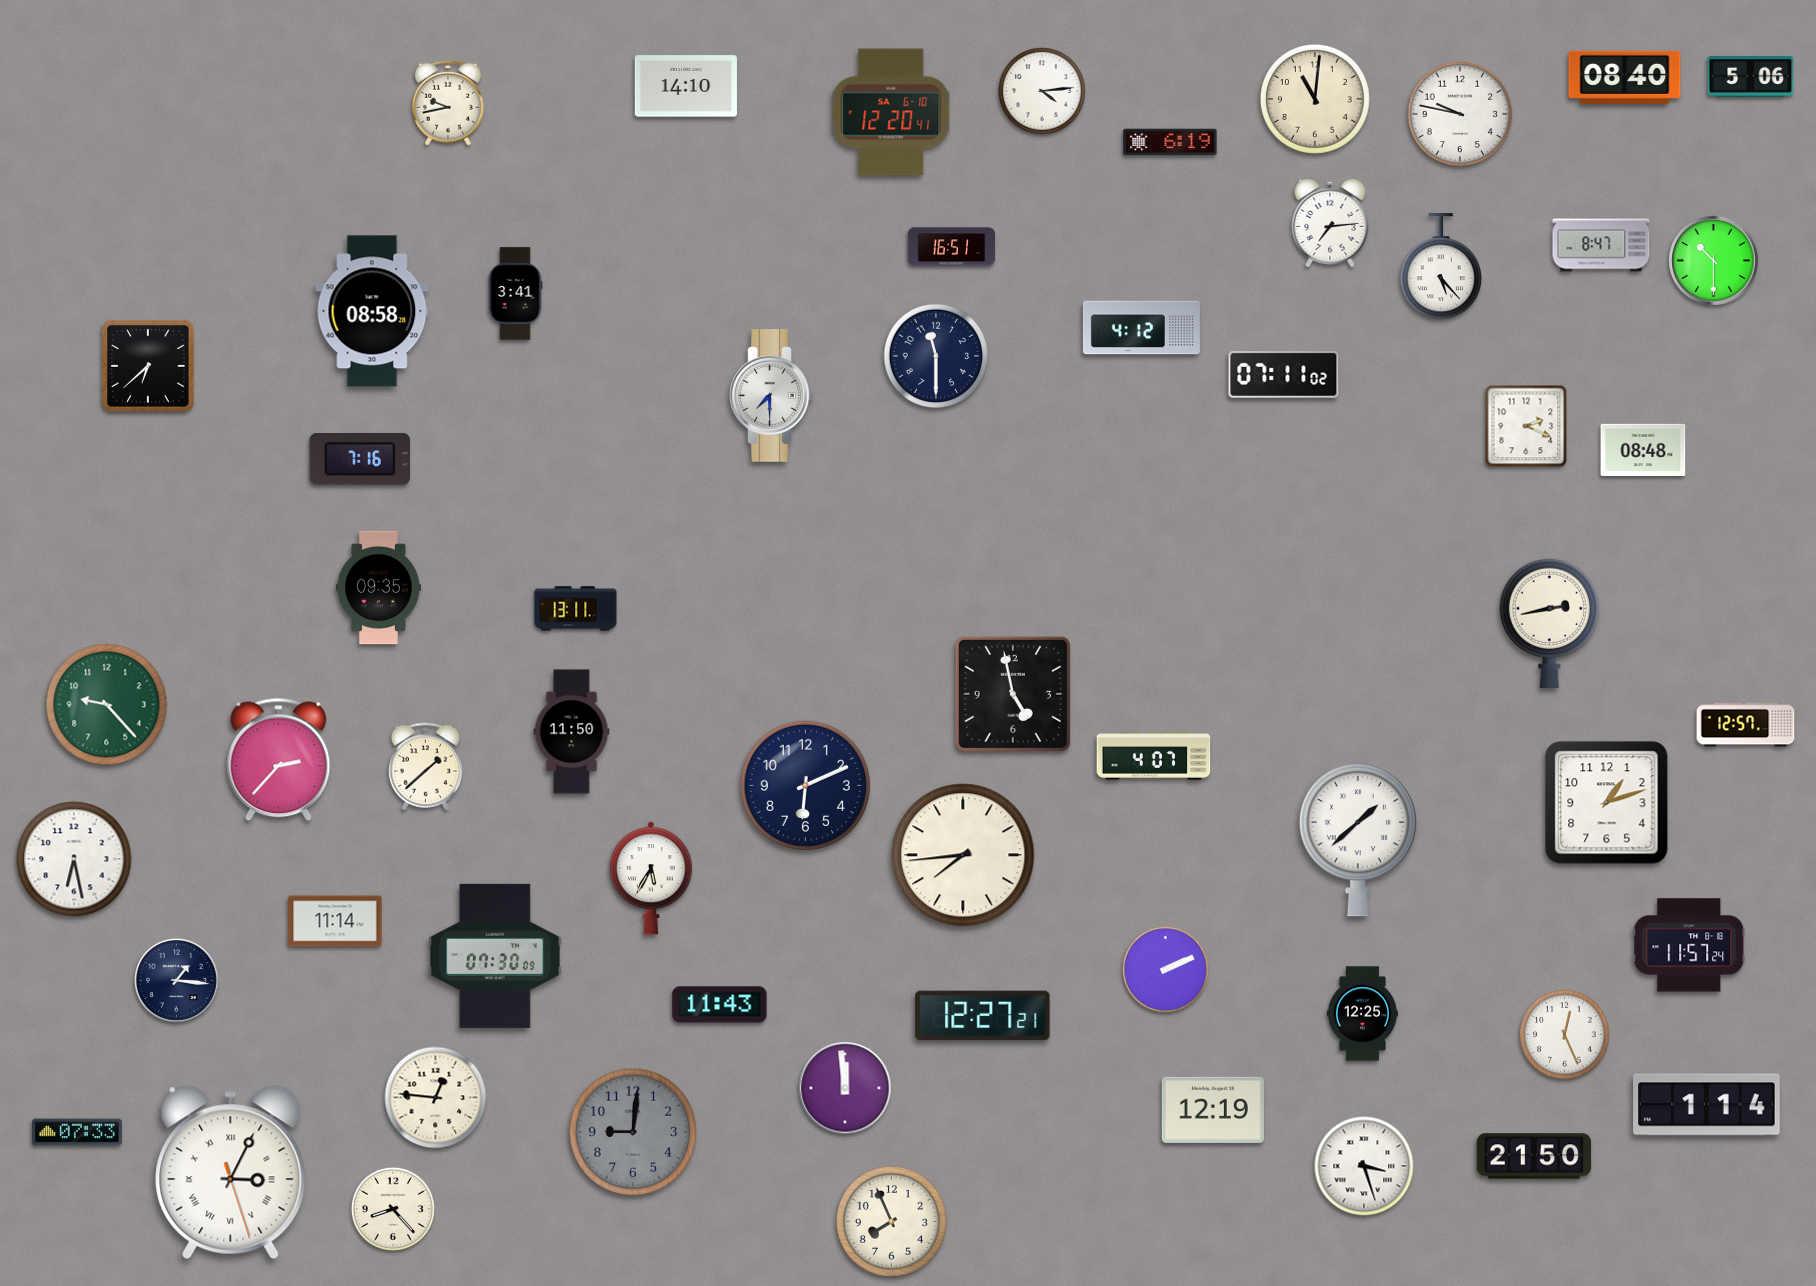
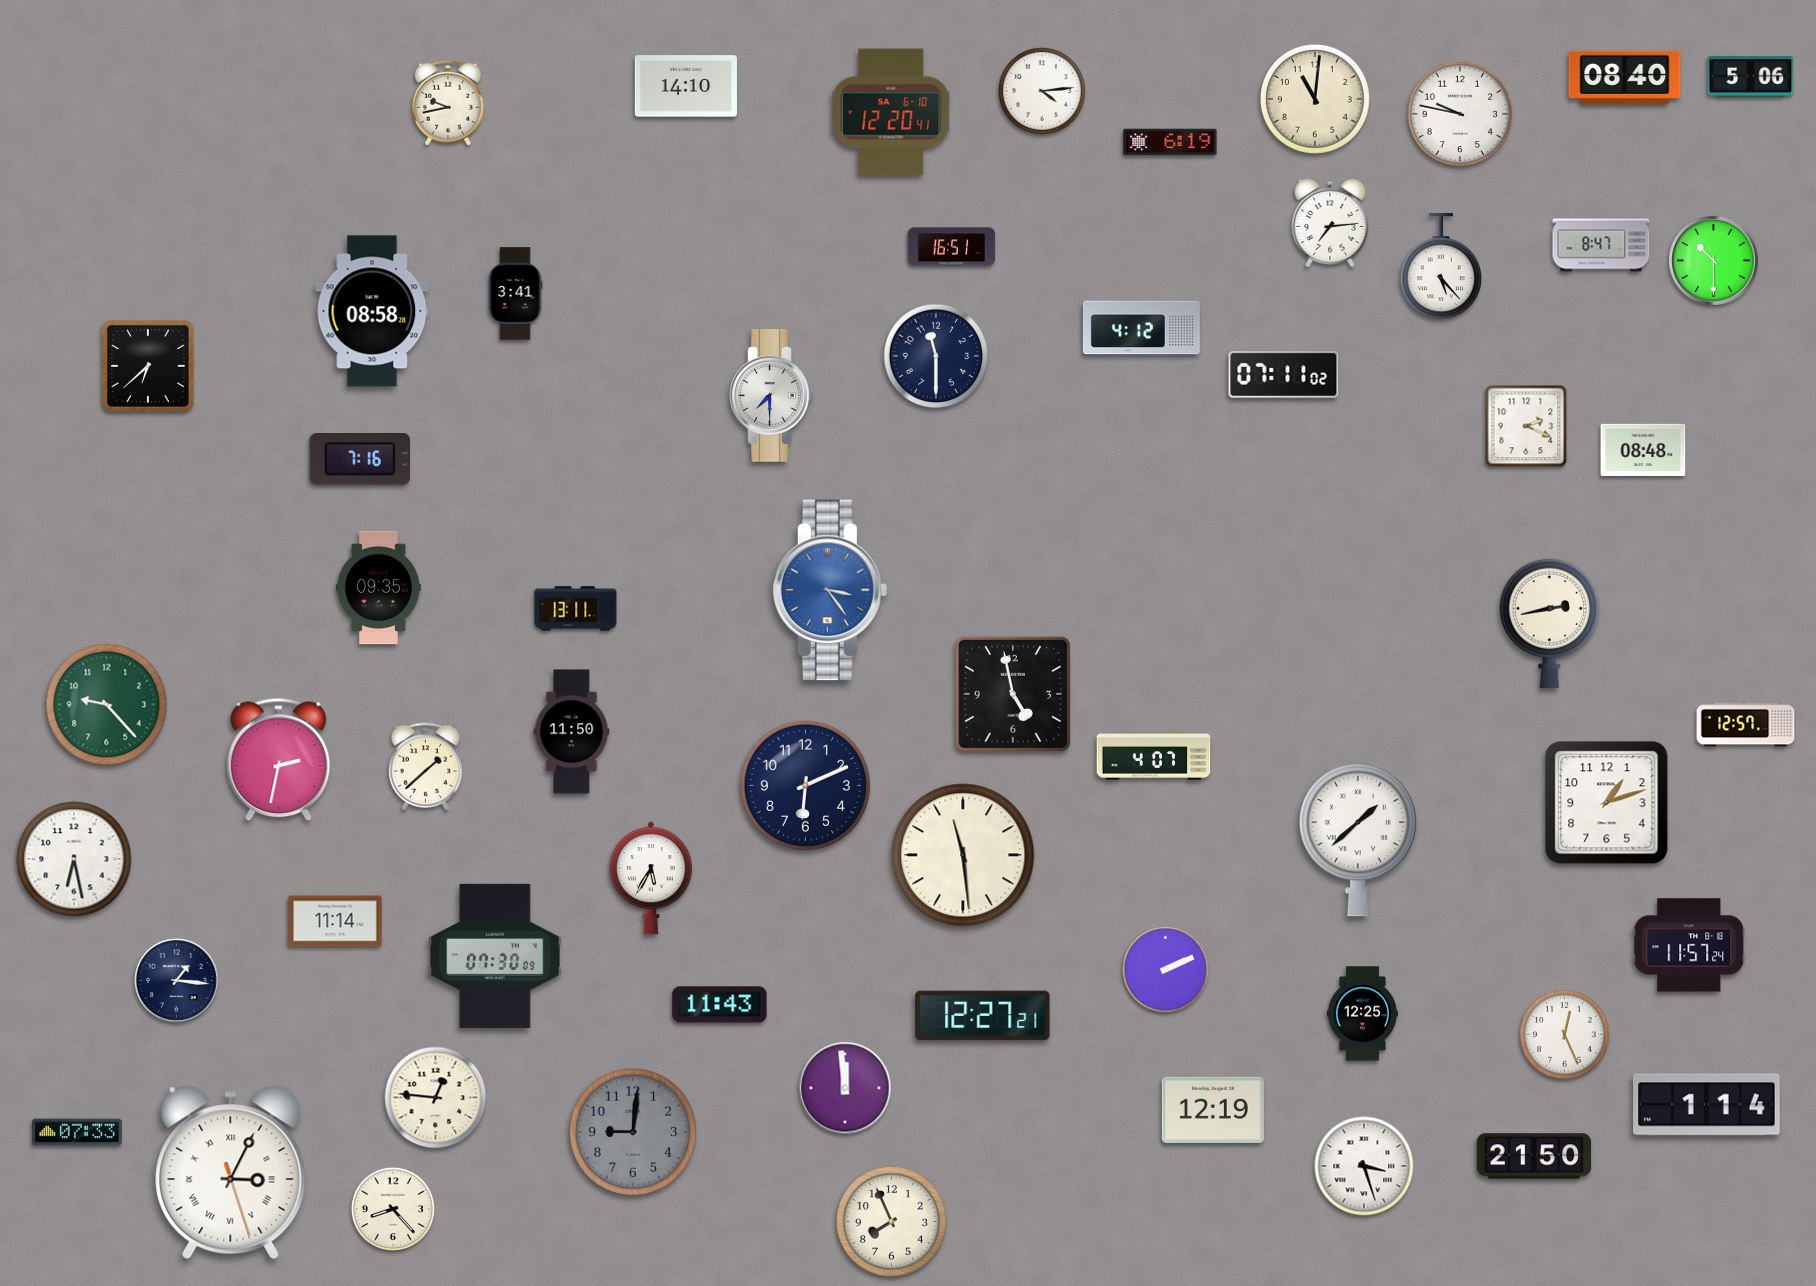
clock at (830, 590): none -> 3:24
clock at (279, 760): 2:37 -> 2:32
clock at (963, 855): 7:44 -> 11:29
